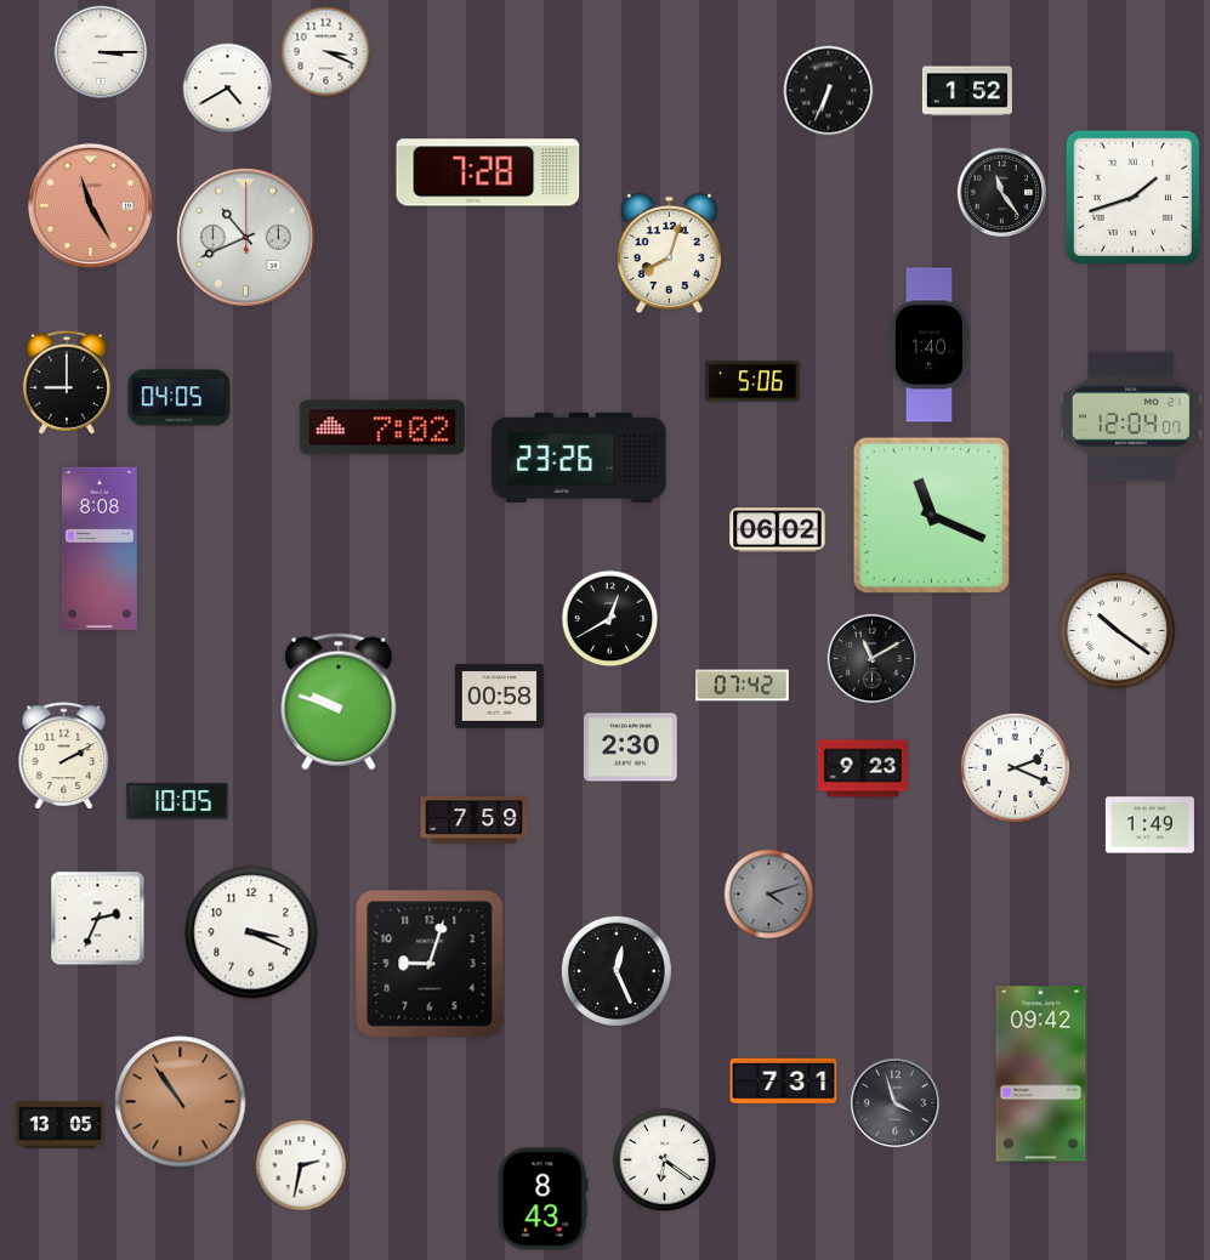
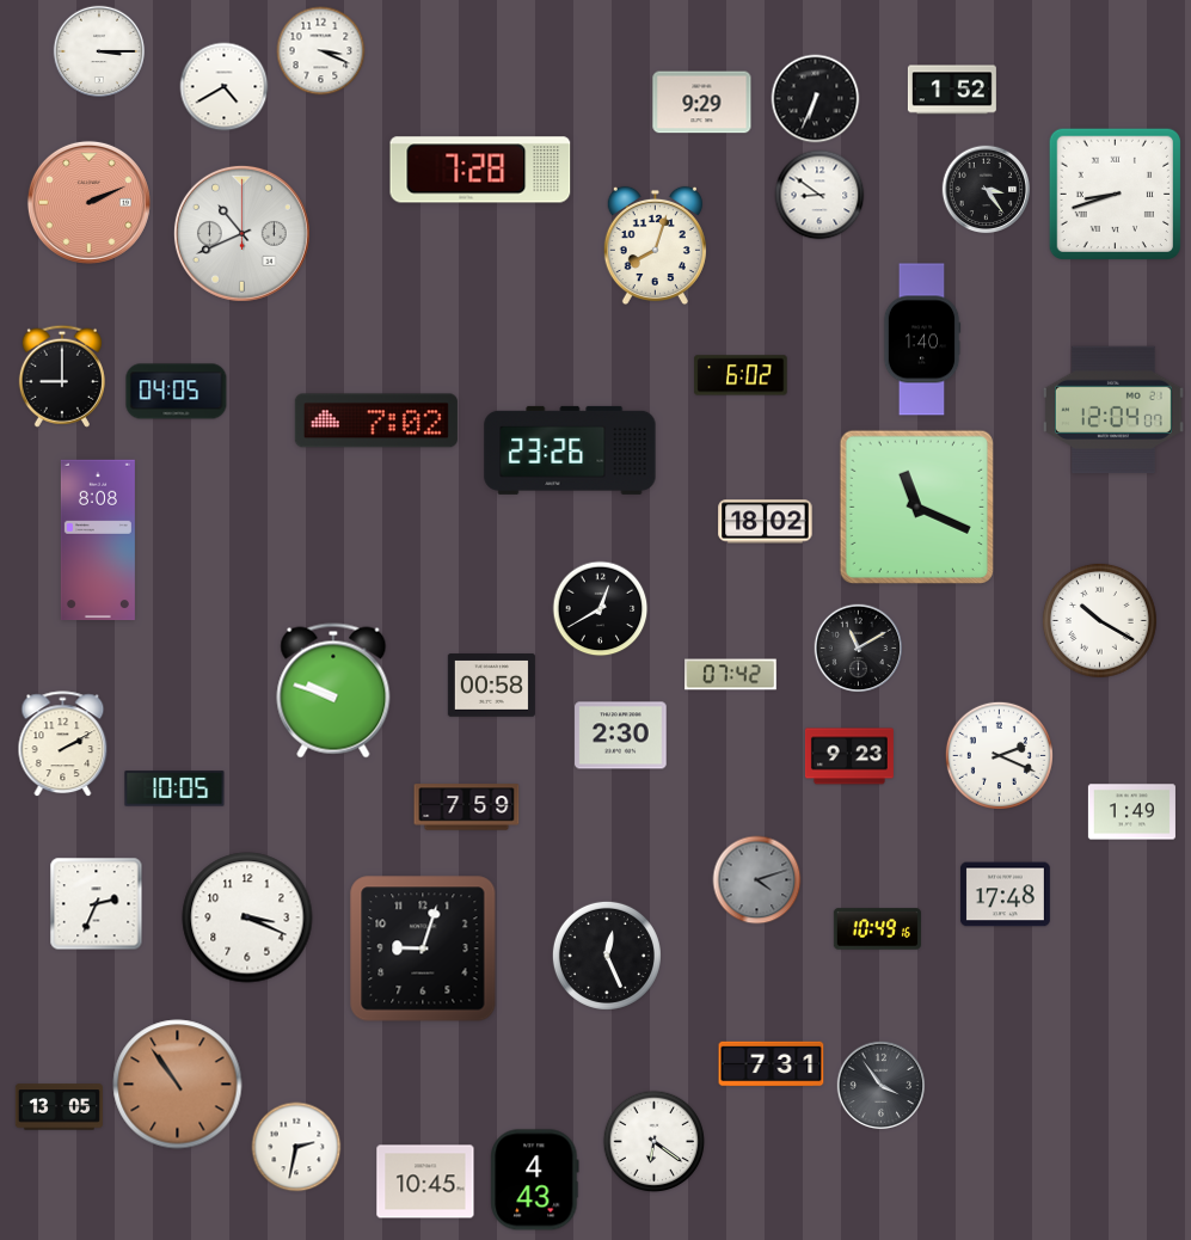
clock at (829, 91) position: (829, 91) -> (816, 99)
clock at (702, 103): none -> 9:29
clock at (1002, 193): 11:24 -> 3:24
clock at (1132, 197): 1:42 -> 8:42
clock at (819, 195): none -> 8:51
clock at (90, 205): 11:25 -> 2:11
clock at (669, 254) position: (669, 254) -> (655, 246)
clock at (930, 345) position: (930, 345) -> (922, 339)
clock at (752, 381): 5:06 -> 6:02
clock at (67, 382) position: (67, 382) -> (62, 376)
clock at (778, 530): 06:02 -> 18:02
clock at (1117, 630): 10:21 -> 10:20
clock at (1005, 895): none -> 17:48
clock at (877, 929): none -> 10:49
clock at (1041, 1074): 09:42 -> none
clock at (896, 1103): 3:57 -> 3:54
clock at (544, 1199): 8:43 -> 4:43
clock at (425, 1181): none -> 10:45
